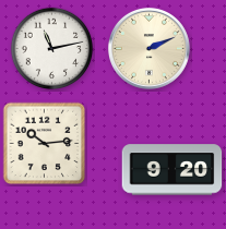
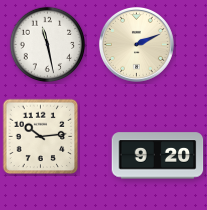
clock at (52, 49): 11:13 -> 11:28
clock at (45, 144) position: (45, 144) -> (41, 137)
